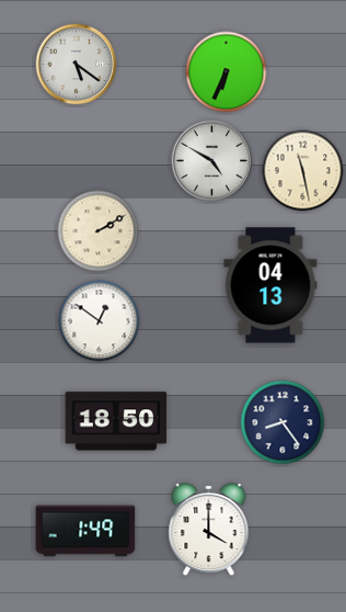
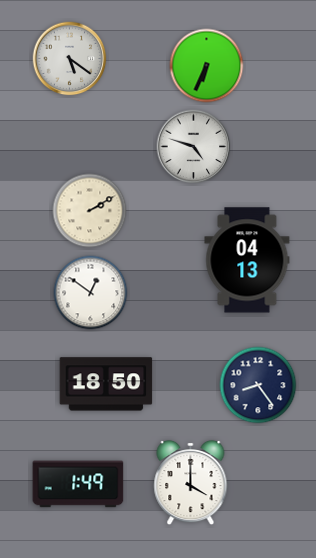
clock at (212, 161): 4:50 -> 4:48
clock at (303, 171): 11:28 -> none
